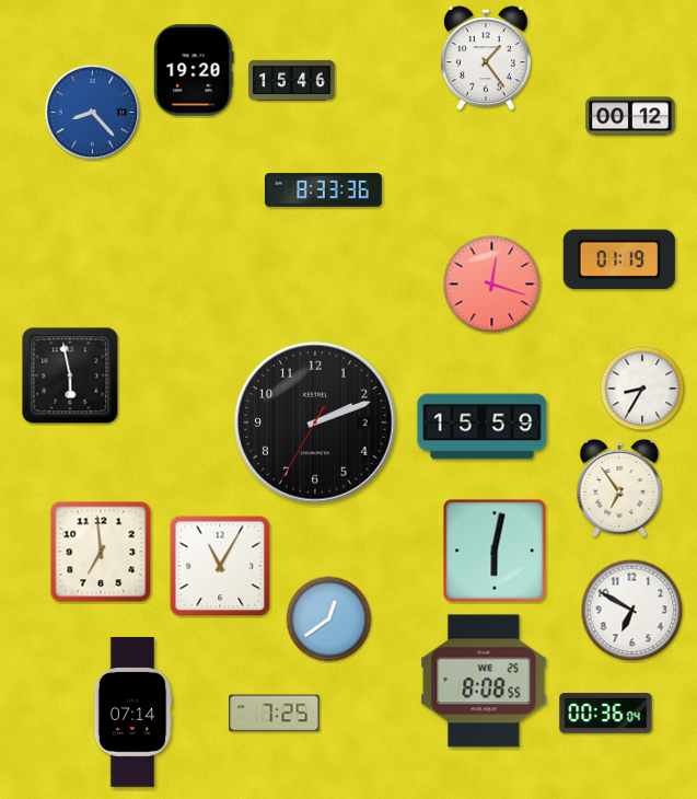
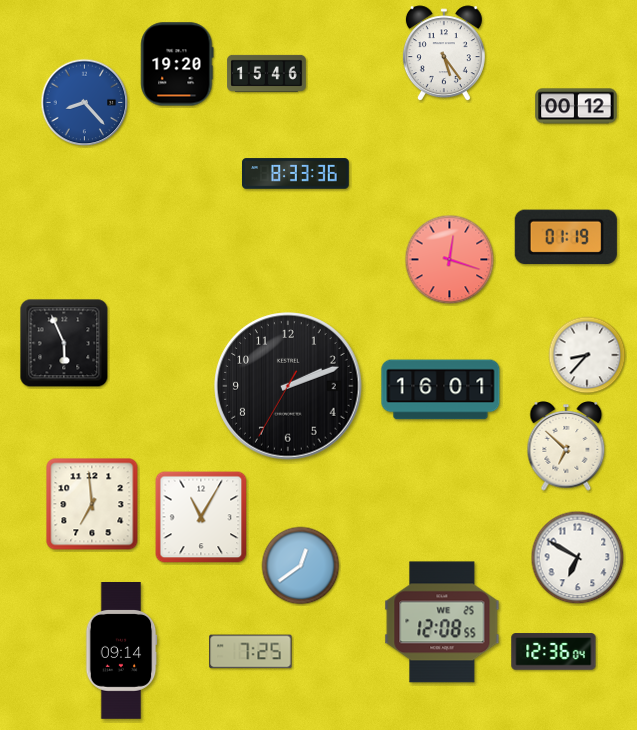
clock at (486, 59): 1:24 -> 5:24
clock at (70, 375): 5:58 -> 5:56
clock at (642, 389): 8:35 -> 8:37
clock at (483, 427): 15:59 -> 16:01
clock at (619, 488): 6:54 -> 6:52
clock at (495, 551): 6:02 -> none
clock at (484, 681): 8:08 -> 12:08
clock at (132, 713): 07:14 -> 09:14
clock at (606, 714): 00:36 -> 12:36
